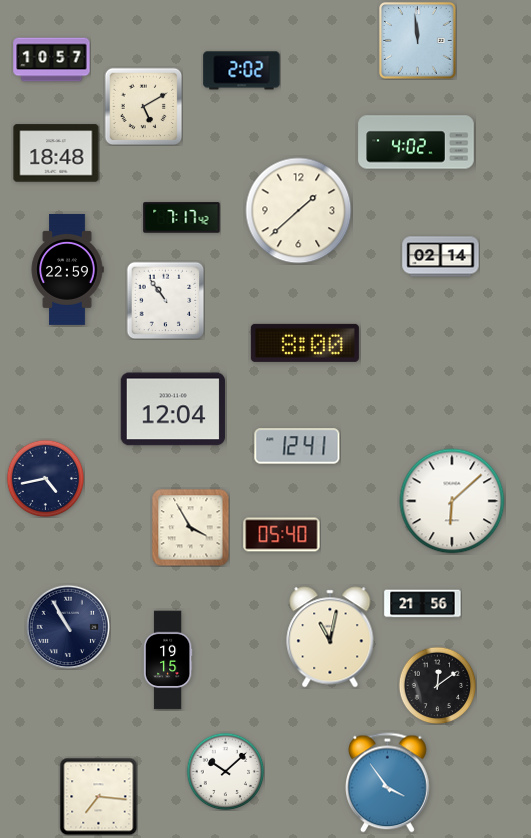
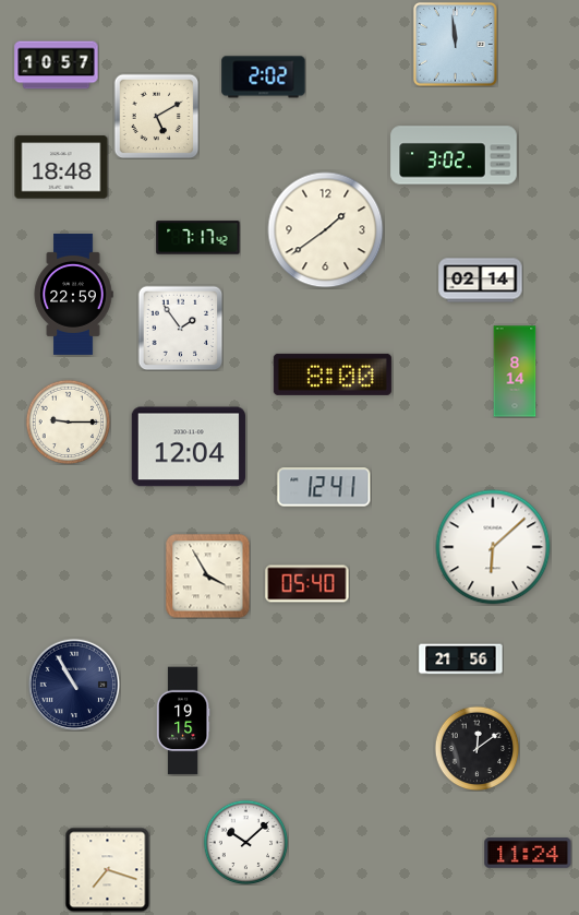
clock at (416, 142): 4:02 -> 3:02
clock at (299, 211): 1:38 -> 1:39
clock at (165, 300): 10:54 -> 1:54
clock at (515, 371): none -> 8:14
clock at (68, 421): none -> 9:15
clock at (45, 478): 4:43 -> none
clock at (330, 637): 11:02 -> none
clock at (528, 853): none -> 11:24
clock at (388, 783): 3:54 -> none
clock at (98, 796): 7:16 -> 7:18
